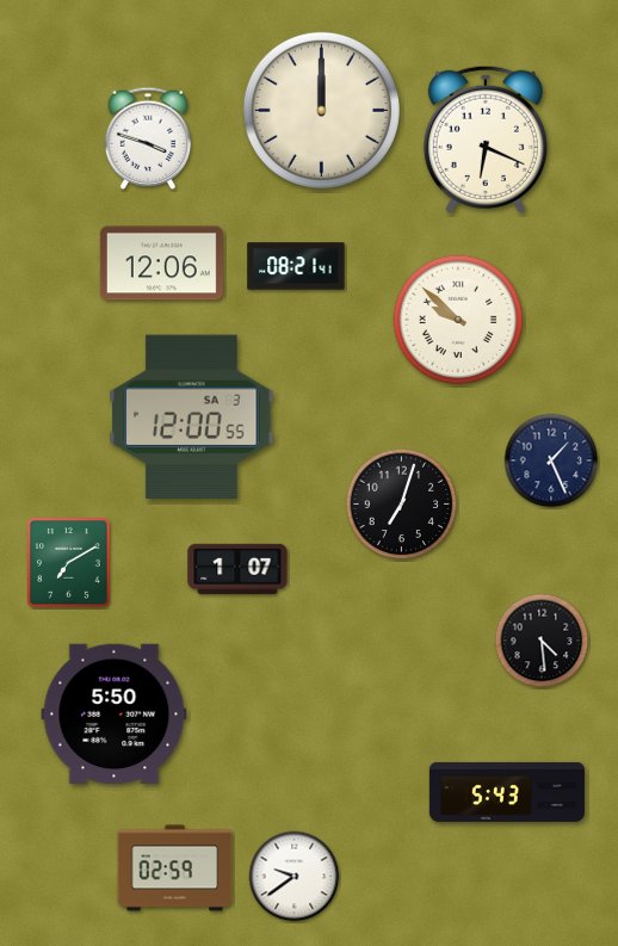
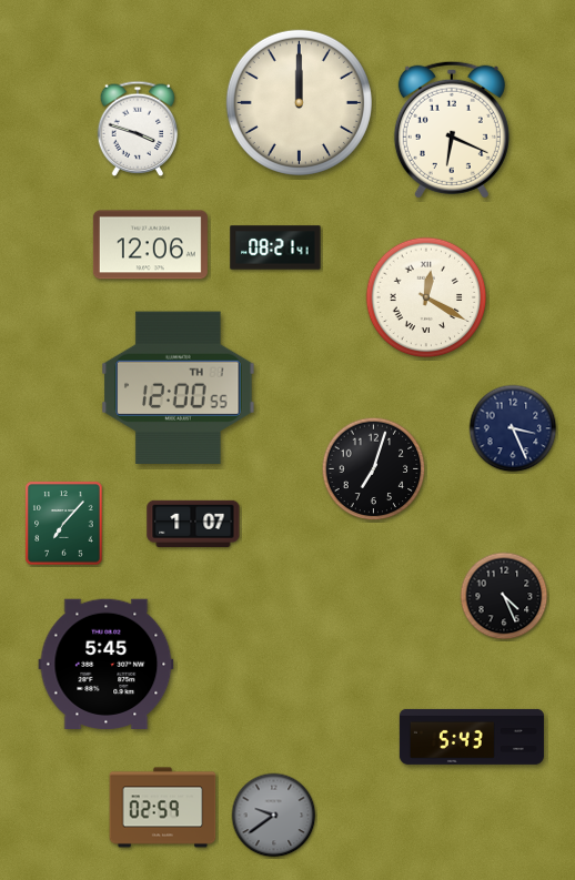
clock at (458, 320): 9:52 -> 12:20
clock at (192, 416) date: SA 3 -> TH 1
clock at (551, 460): 1:26 -> 3:26
clock at (69, 563): 7:10 -> 7:07
clock at (237, 569) position: (237, 569) -> (193, 524)
clock at (542, 641): 4:29 -> 4:26
clock at (115, 713): 5:50 -> 5:45
clock at (295, 877) dial: white -> grey
